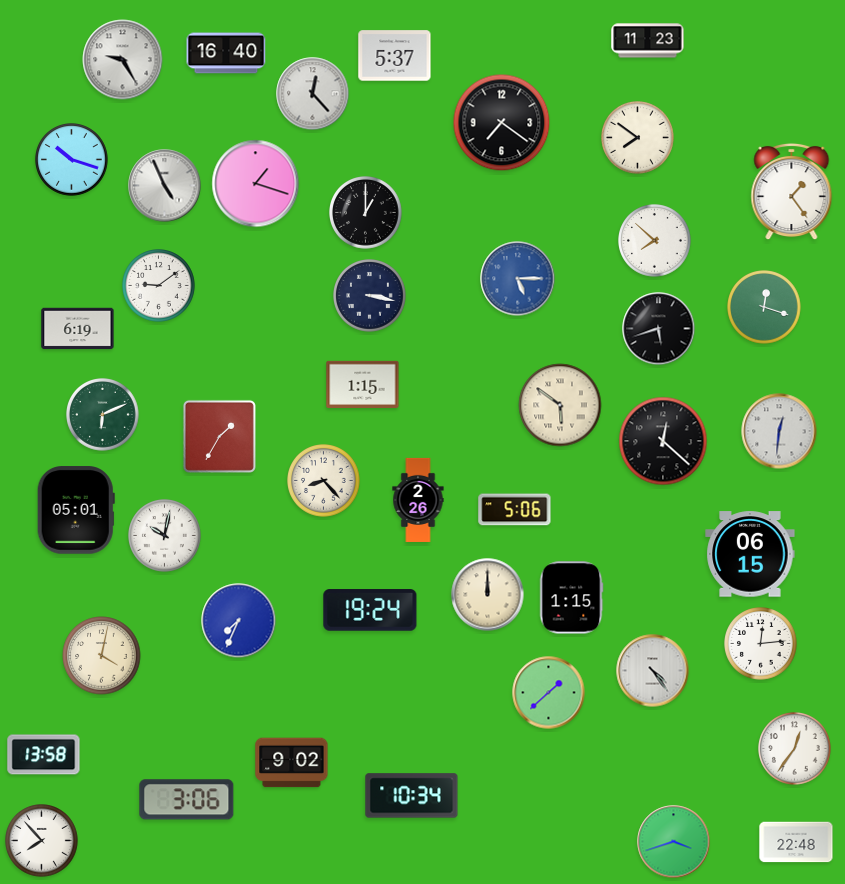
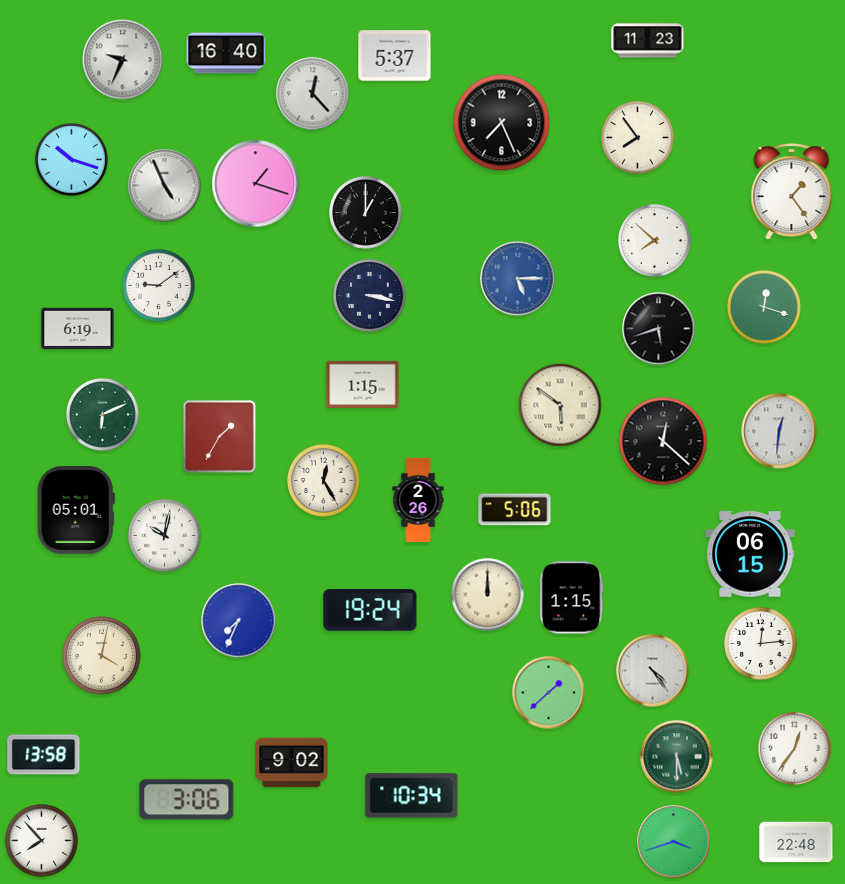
clock at (123, 60): 9:25 -> 9:34
clock at (502, 123): 7:21 -> 7:26
clock at (638, 138): 7:51 -> 7:54
clock at (324, 481): 8:23 -> 12:25
clock at (677, 757): none -> 5:30
